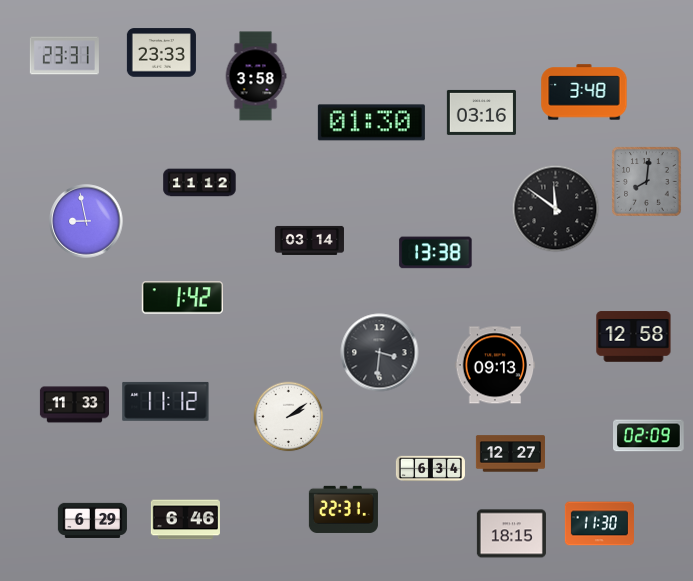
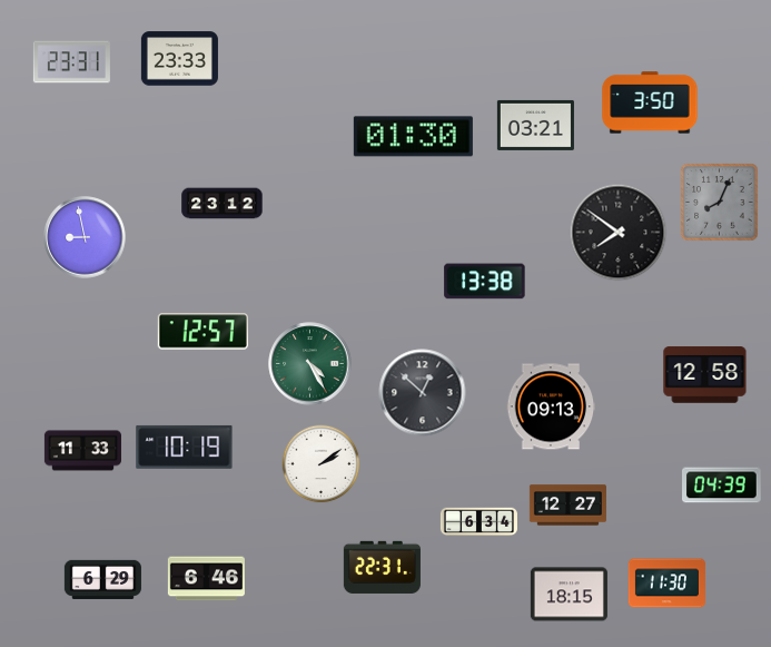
clock at (256, 76): 3:58 -> none
clock at (584, 92): 3:48 -> 3:50
clock at (481, 112): 03:16 -> 03:21
clock at (647, 182): 8:01 -> 8:04
clock at (200, 183): 11:12 -> 23:12
clock at (556, 209): 11:51 -> 7:51
clock at (86, 221) position: (86, 221) -> (85, 237)
clock at (309, 240): 03:14 -> none
clock at (182, 298): 1:42 -> 12:57
clock at (310, 364): none -> 4:25
clock at (380, 353): 3:31 -> 12:52
clock at (166, 401): 11:12 -> 10:19
clock at (649, 436): 02:09 -> 04:39
